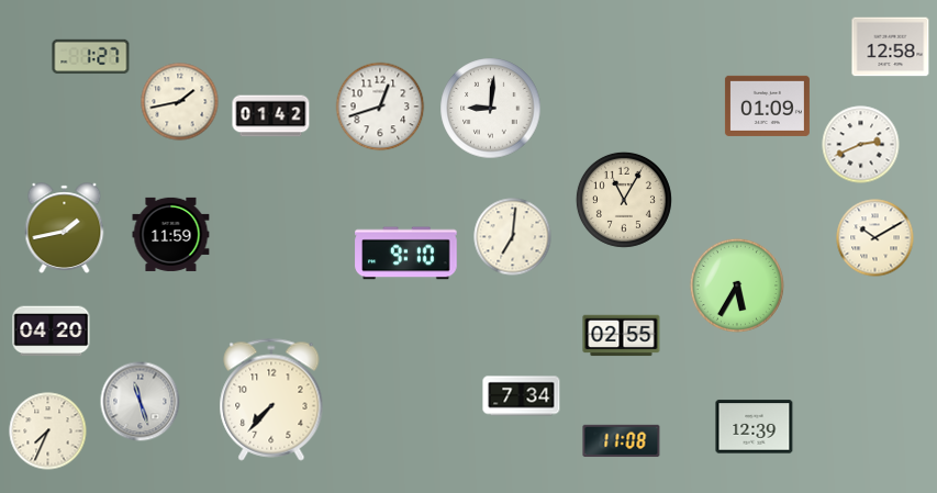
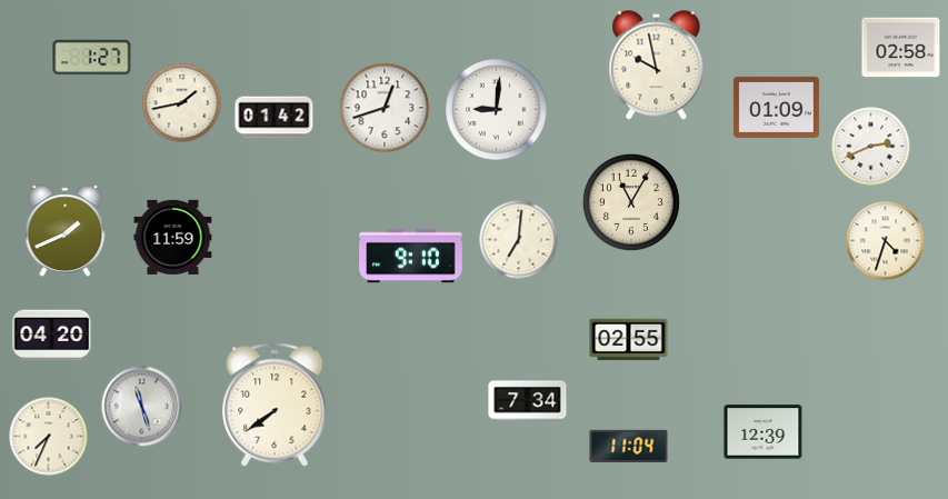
clock at (891, 47): 12:58 -> 02:58
clock at (657, 66): none -> 9:58
clock at (65, 227): 1:43 -> 1:41
clock at (875, 238): 10:10 -> 4:33
clock at (737, 285): 5:35 -> none
clock at (271, 400): 7:37 -> 7:39
clock at (622, 441): 11:08 -> 11:04
